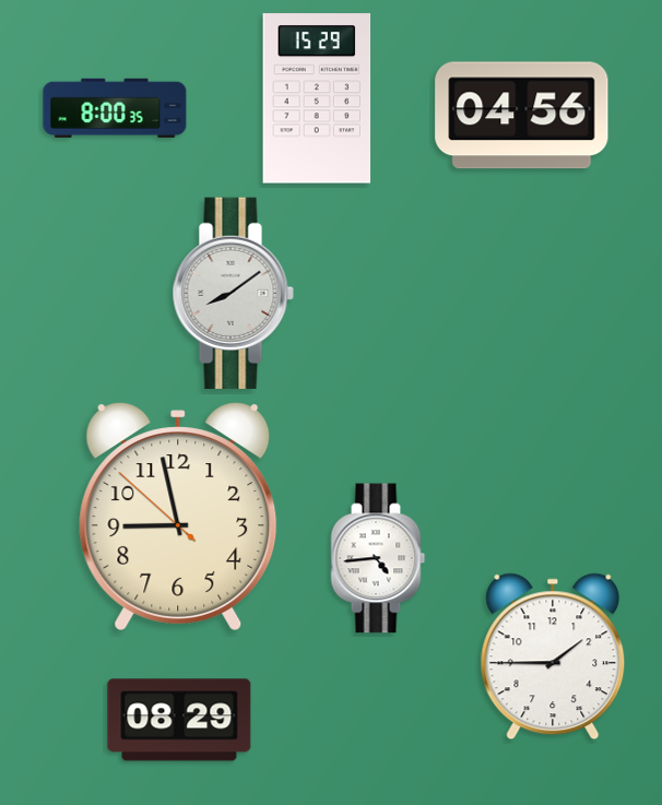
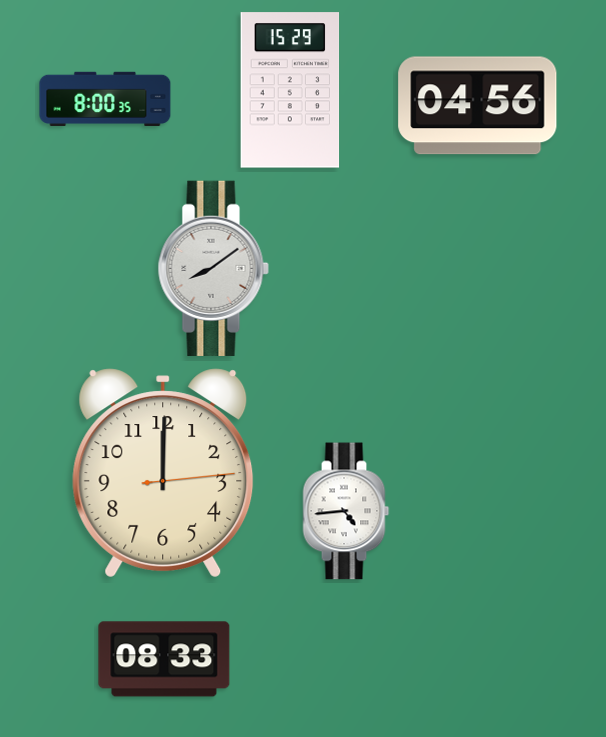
clock at (178, 517): 8:57 -> 12:00
clock at (553, 656): 1:45 -> none
clock at (179, 720): 08:29 -> 08:33
